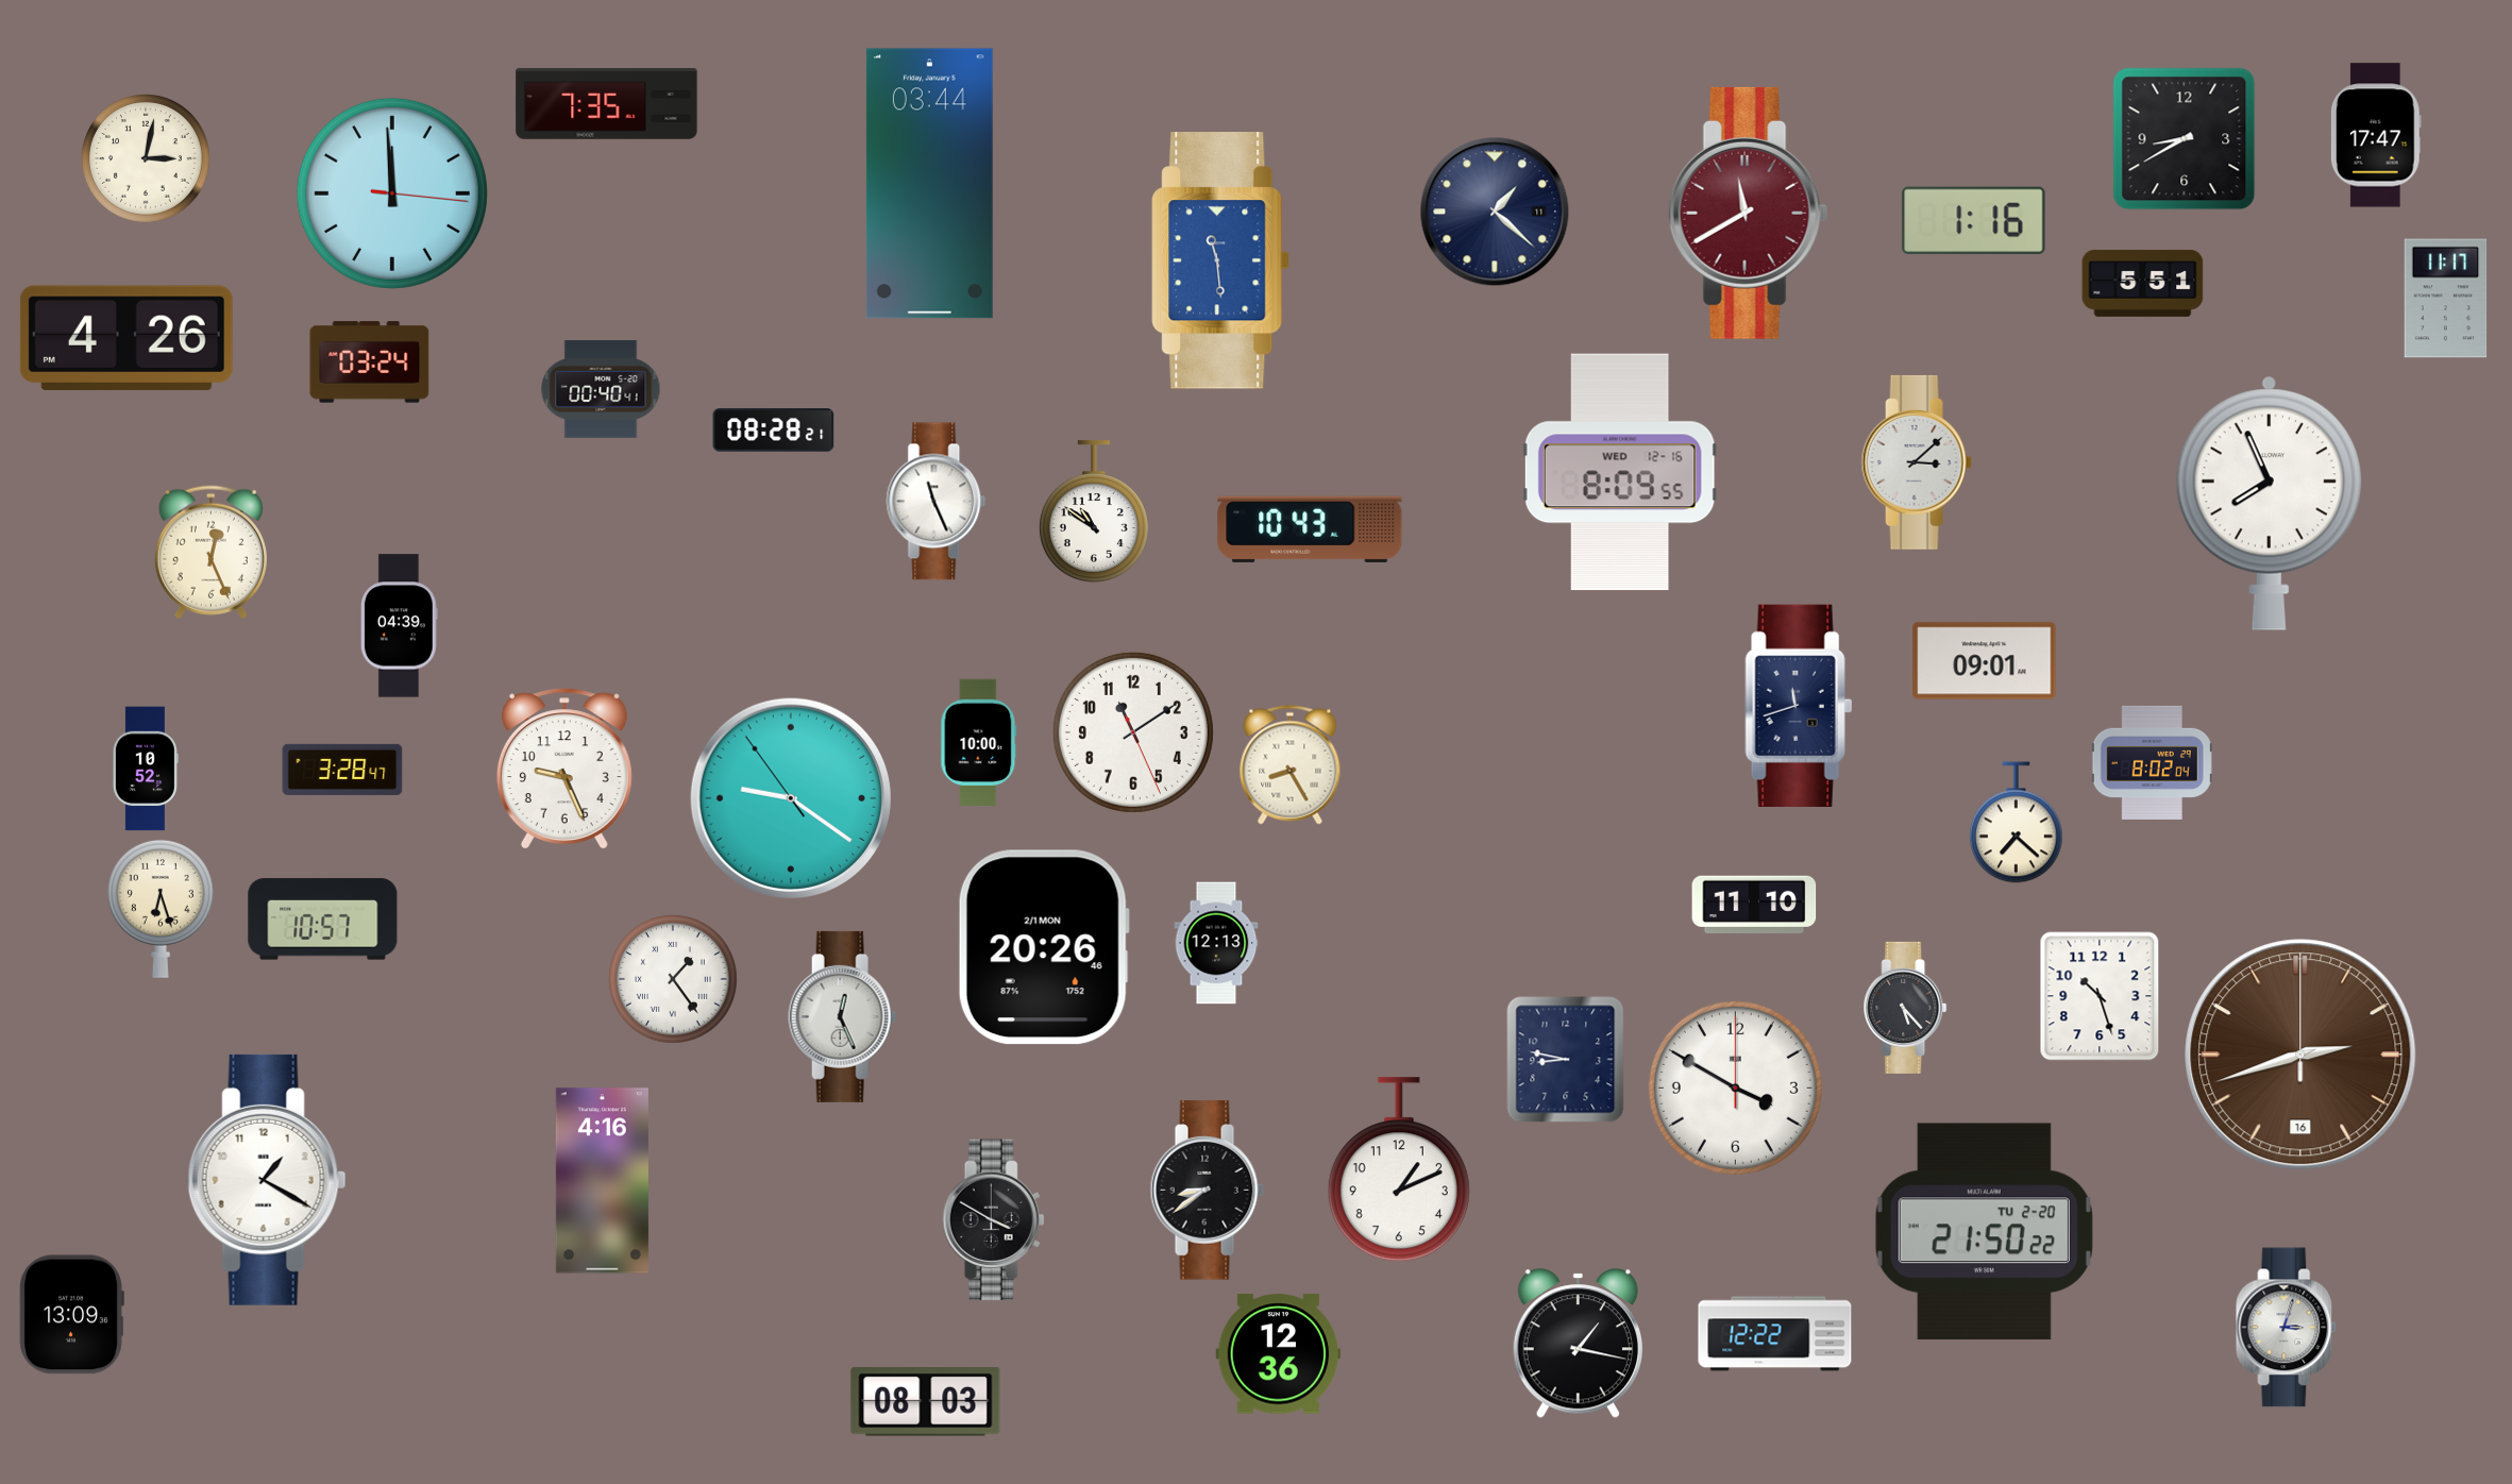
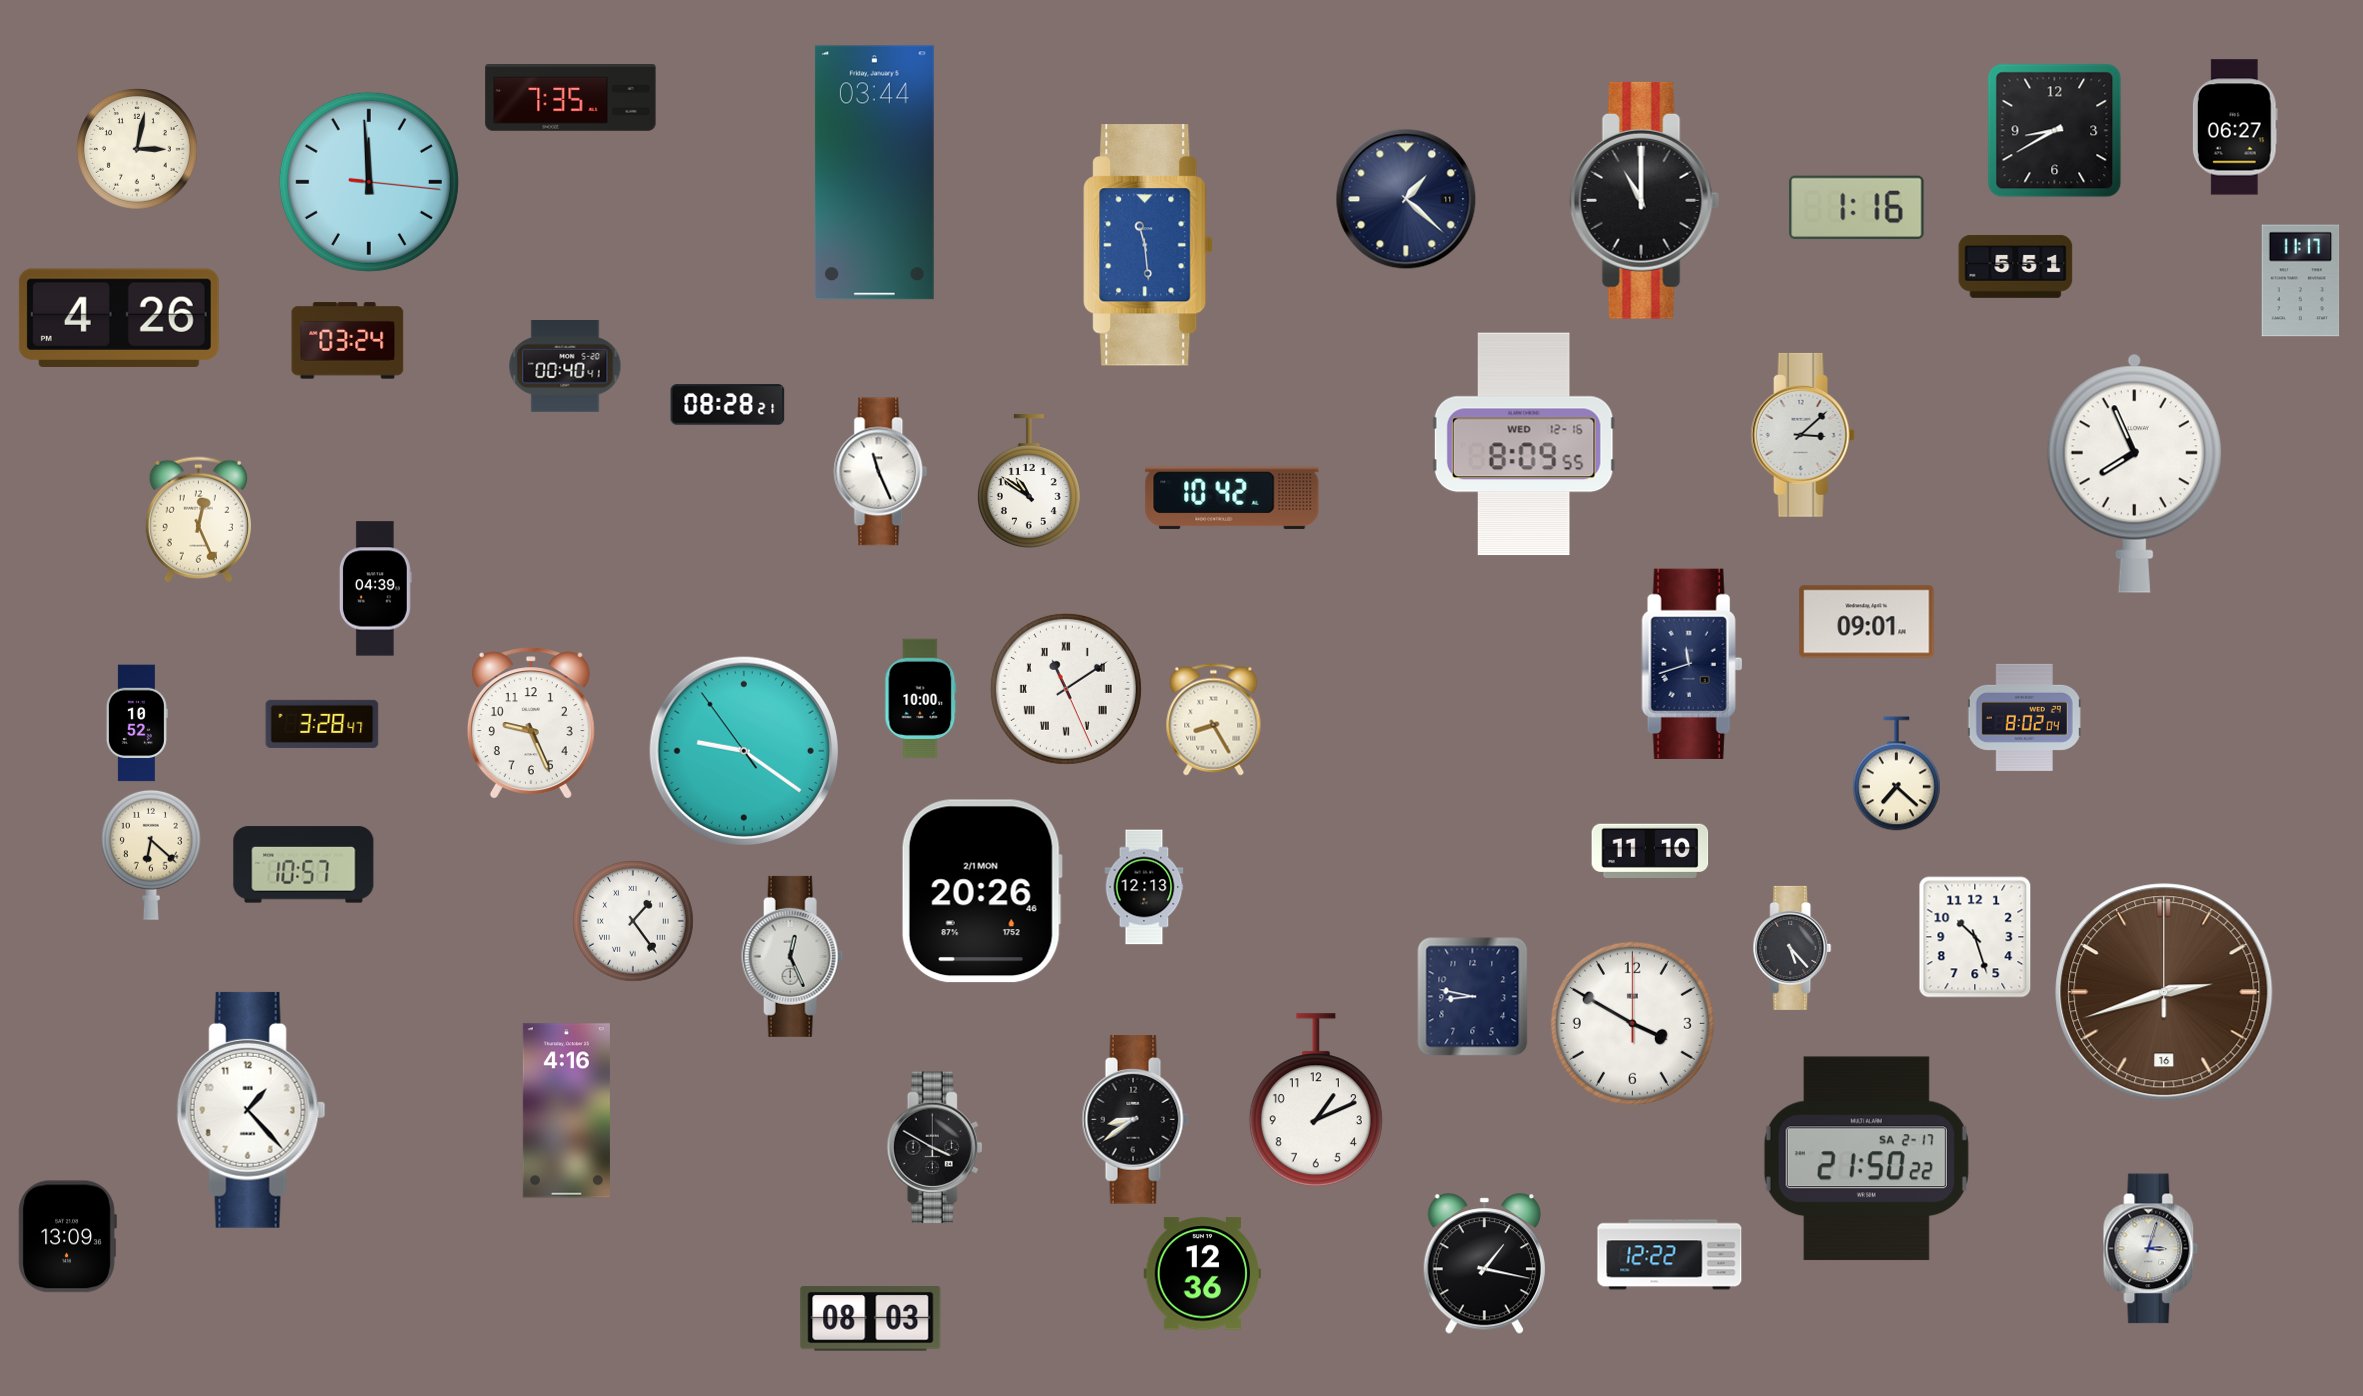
clock at (2376, 135): 17:47 -> 06:27
clock at (1749, 213): 11:40 -> 11:00
clock at (1749, 213) dial: burgundy -> black
clock at (1310, 529): 10:43 -> 10:42
clock at (1133, 732) numerals: Arabic -> Roman
clock at (161, 909): 6:27 -> 6:22
clock at (267, 1180): 1:20 -> 1:23
clock at (1984, 1232) date: TU 2-20 -> SA 2-17
